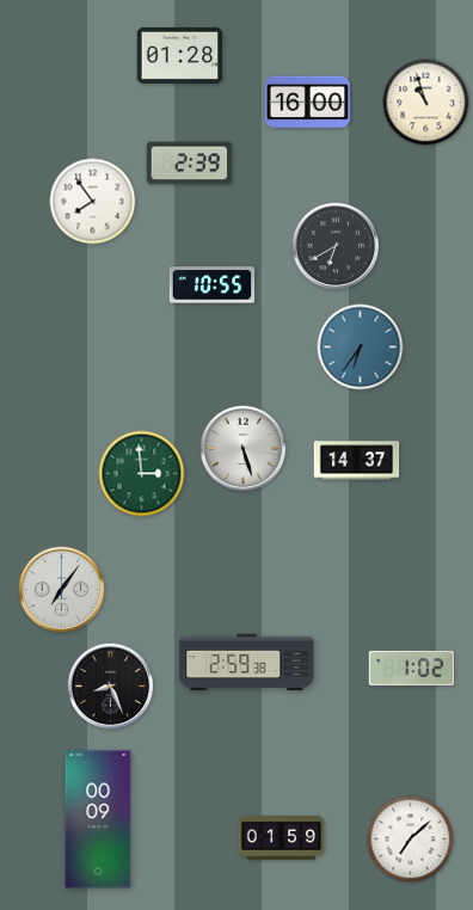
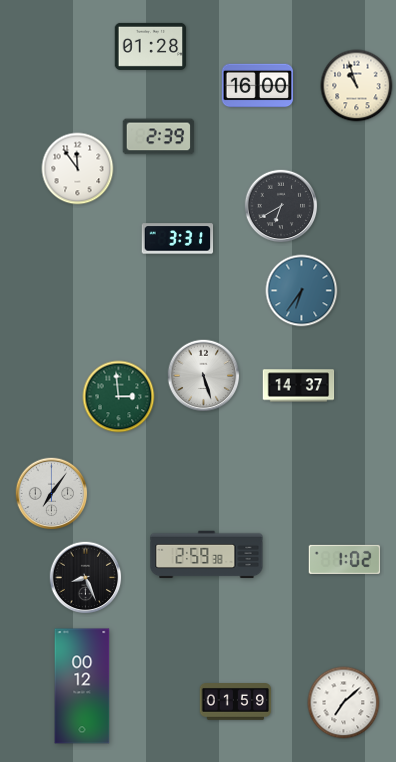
clock at (93, 202): 7:54 -> 11:54
clock at (213, 285): 10:55 -> 3:31
clock at (111, 687) position: (111, 687) -> (86, 578)
clock at (98, 819): 00:09 -> 00:12
